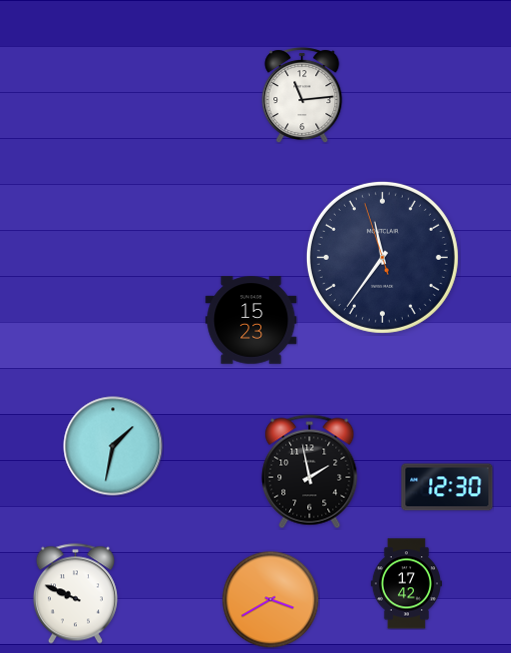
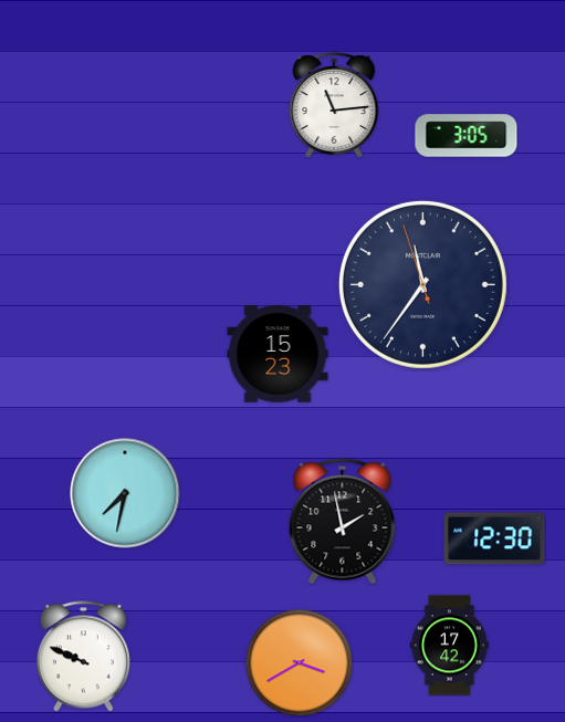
clock at (467, 136): none -> 3:05
clock at (113, 446): 1:32 -> 7:32
